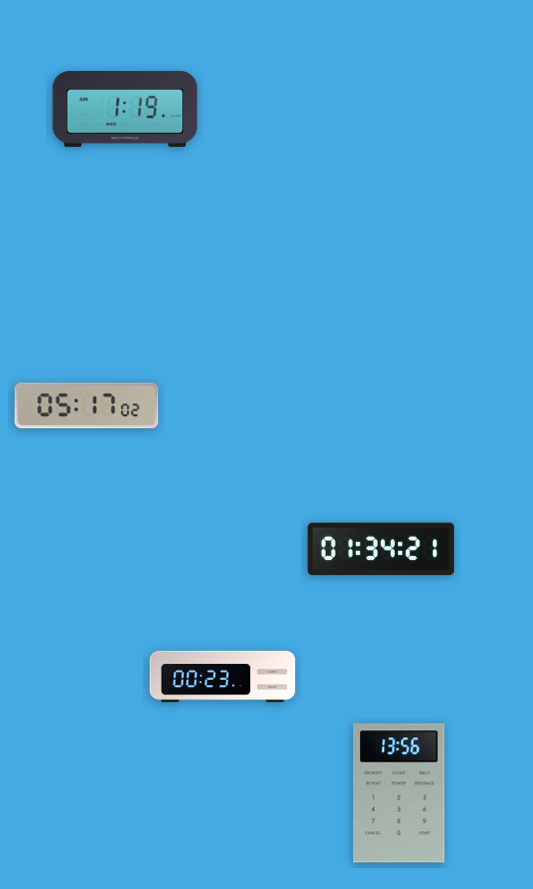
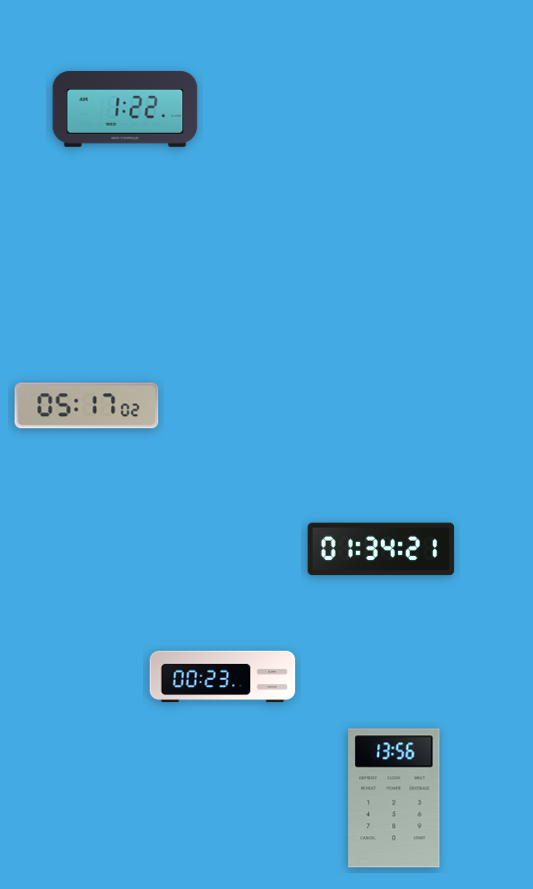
clock at (125, 109): 1:19 -> 1:22
clock at (399, 793) position: (399, 793) -> (394, 798)
